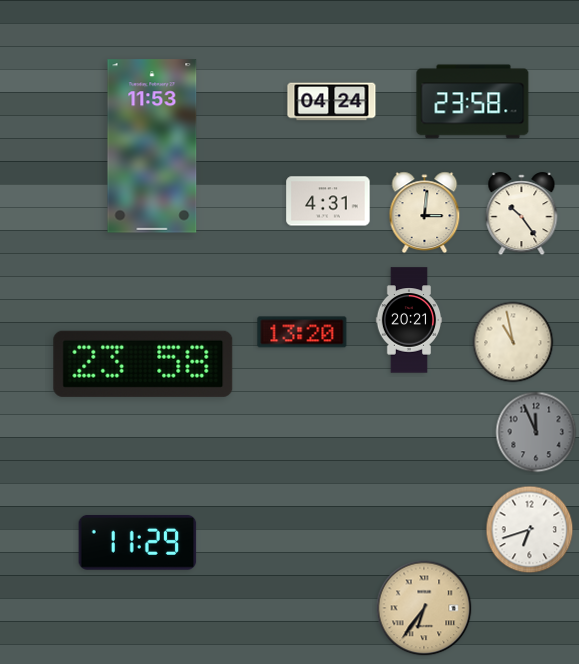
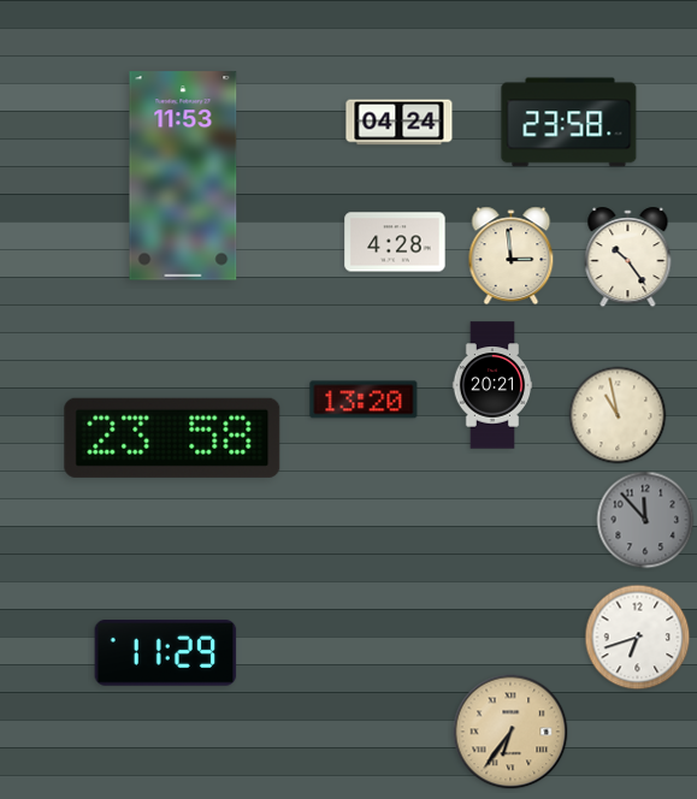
clock at (328, 201): 4:31 -> 4:28
clock at (425, 213): 3:01 -> 2:59
clock at (513, 342) position: (513, 342) -> (618, 415)
clock at (536, 432): 11:56 -> 11:53
